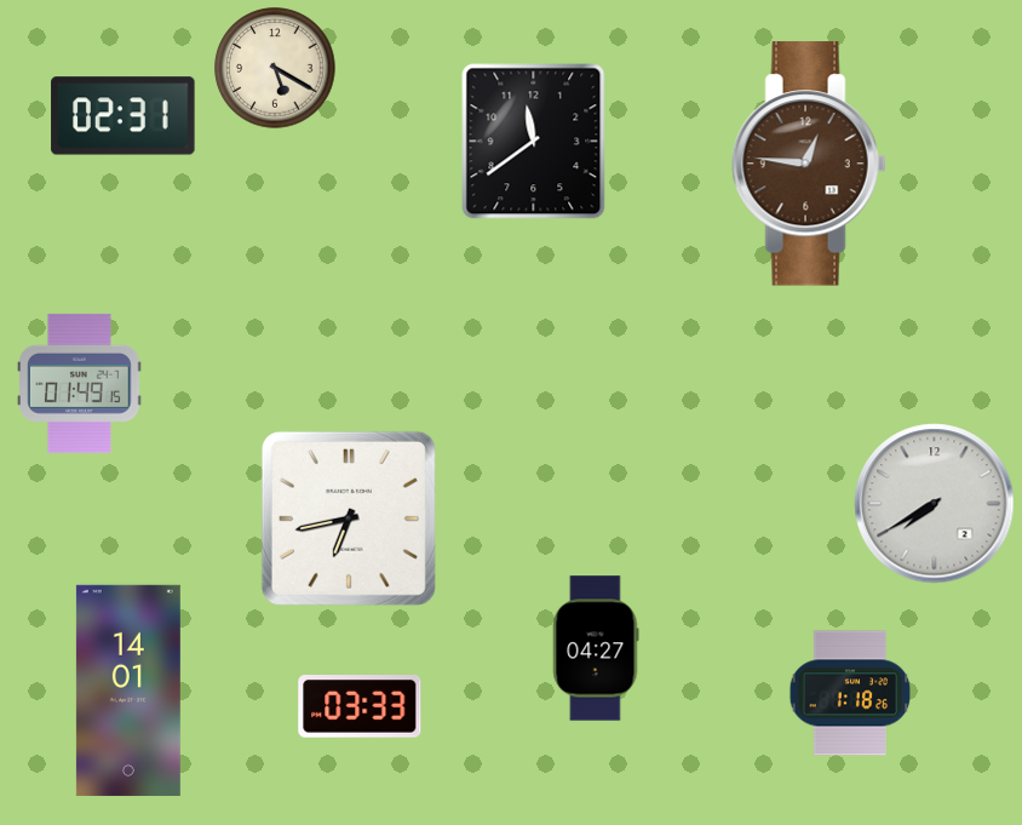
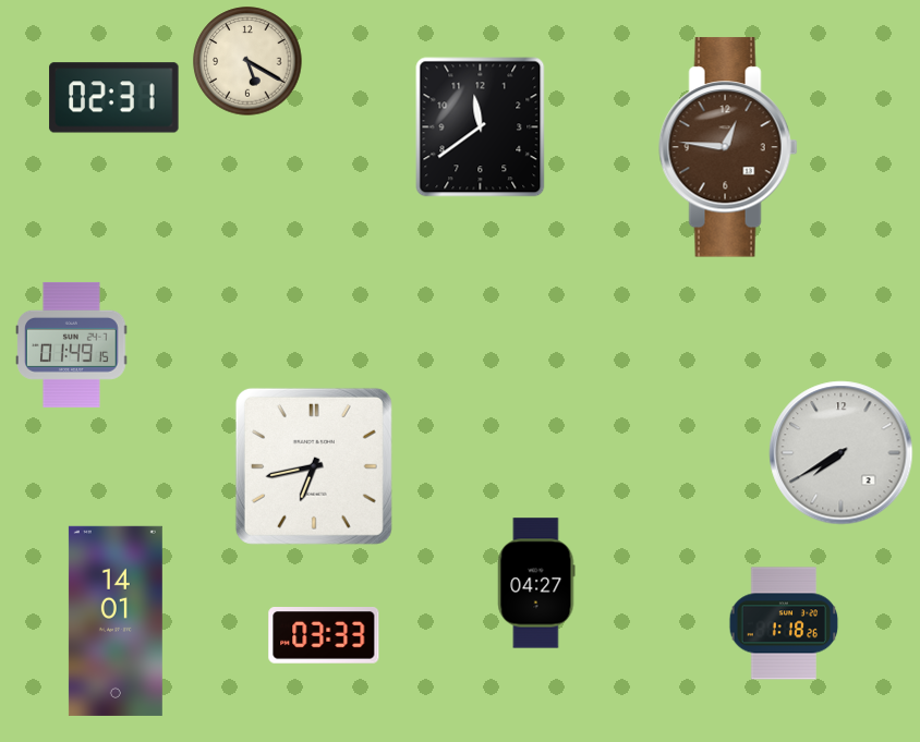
clock at (124, 116) position: (124, 116) -> (114, 98)
clock at (850, 693) position: (850, 693) -> (784, 623)
